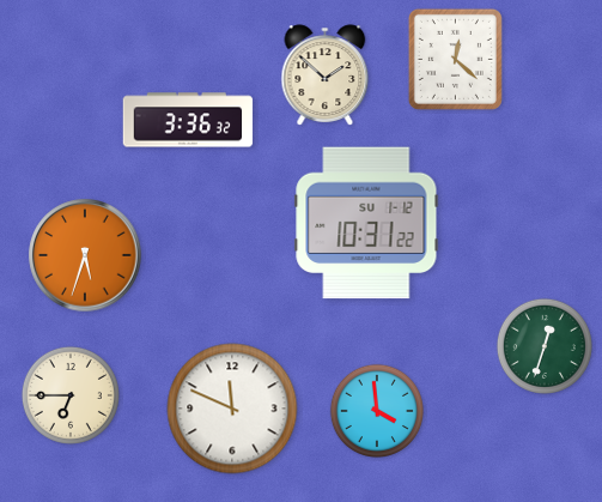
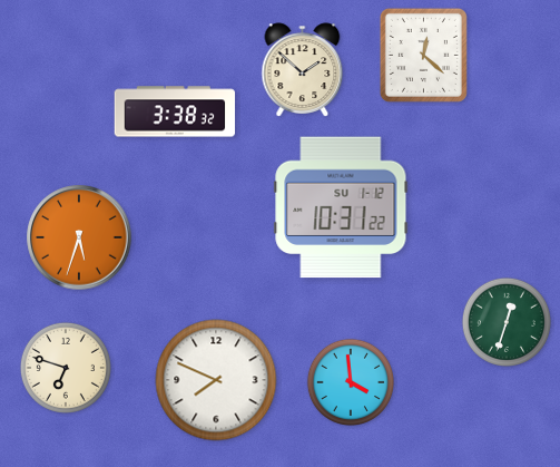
clock at (188, 120): 3:36 -> 3:38
clock at (71, 395): 6:45 -> 6:48
clock at (232, 409): 11:49 -> 7:49
